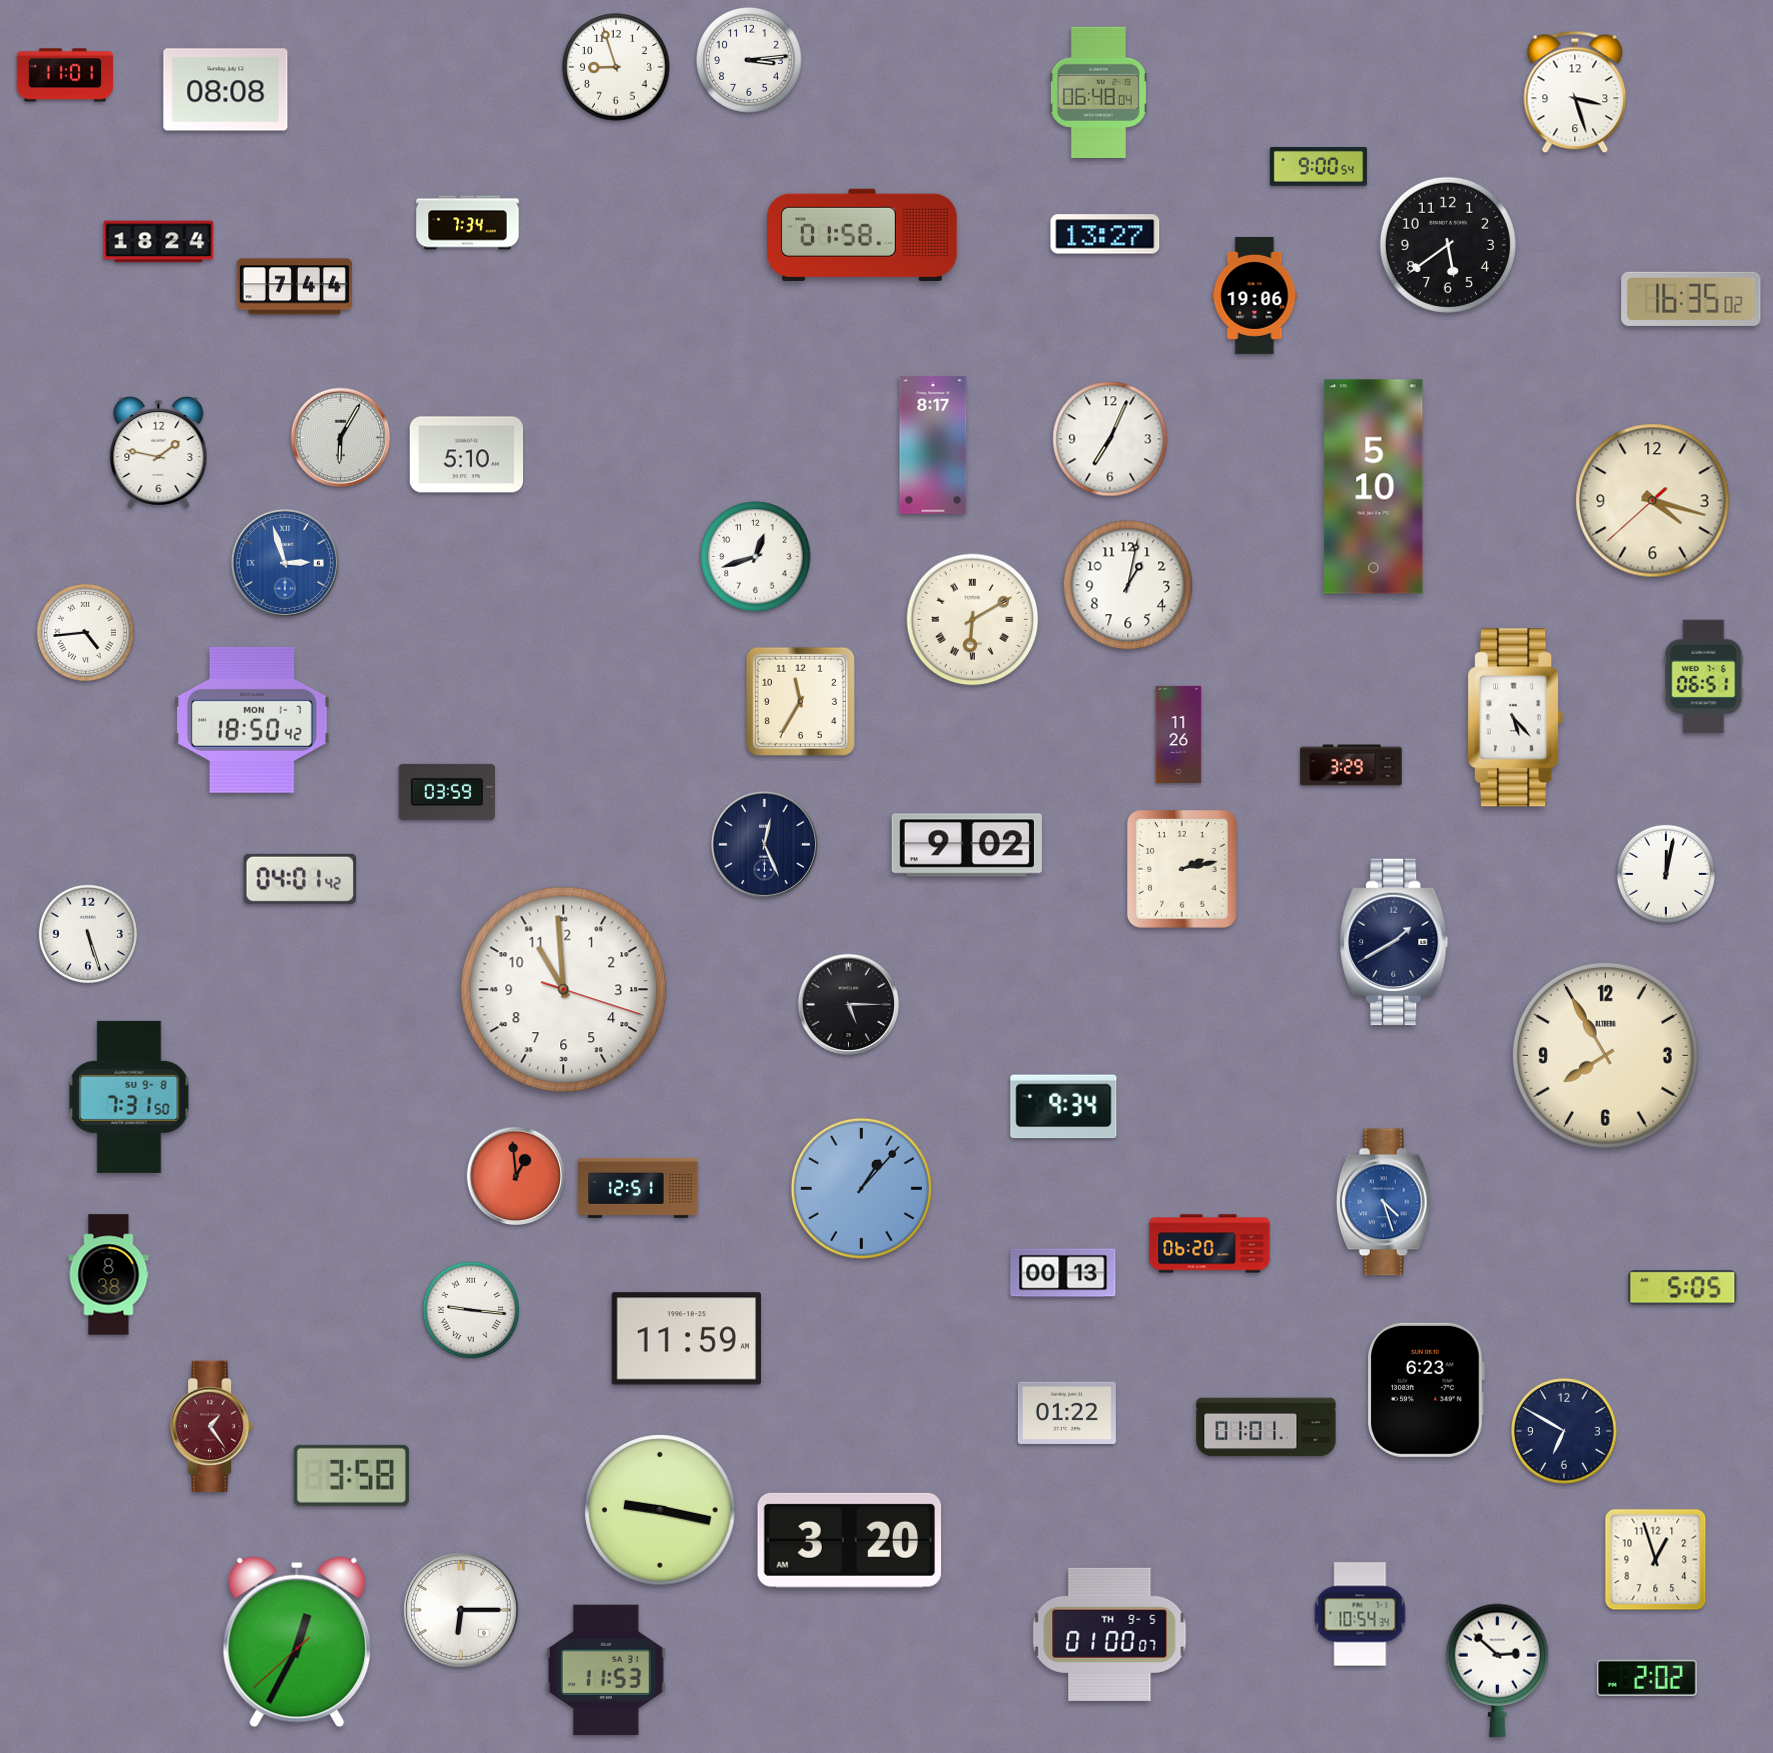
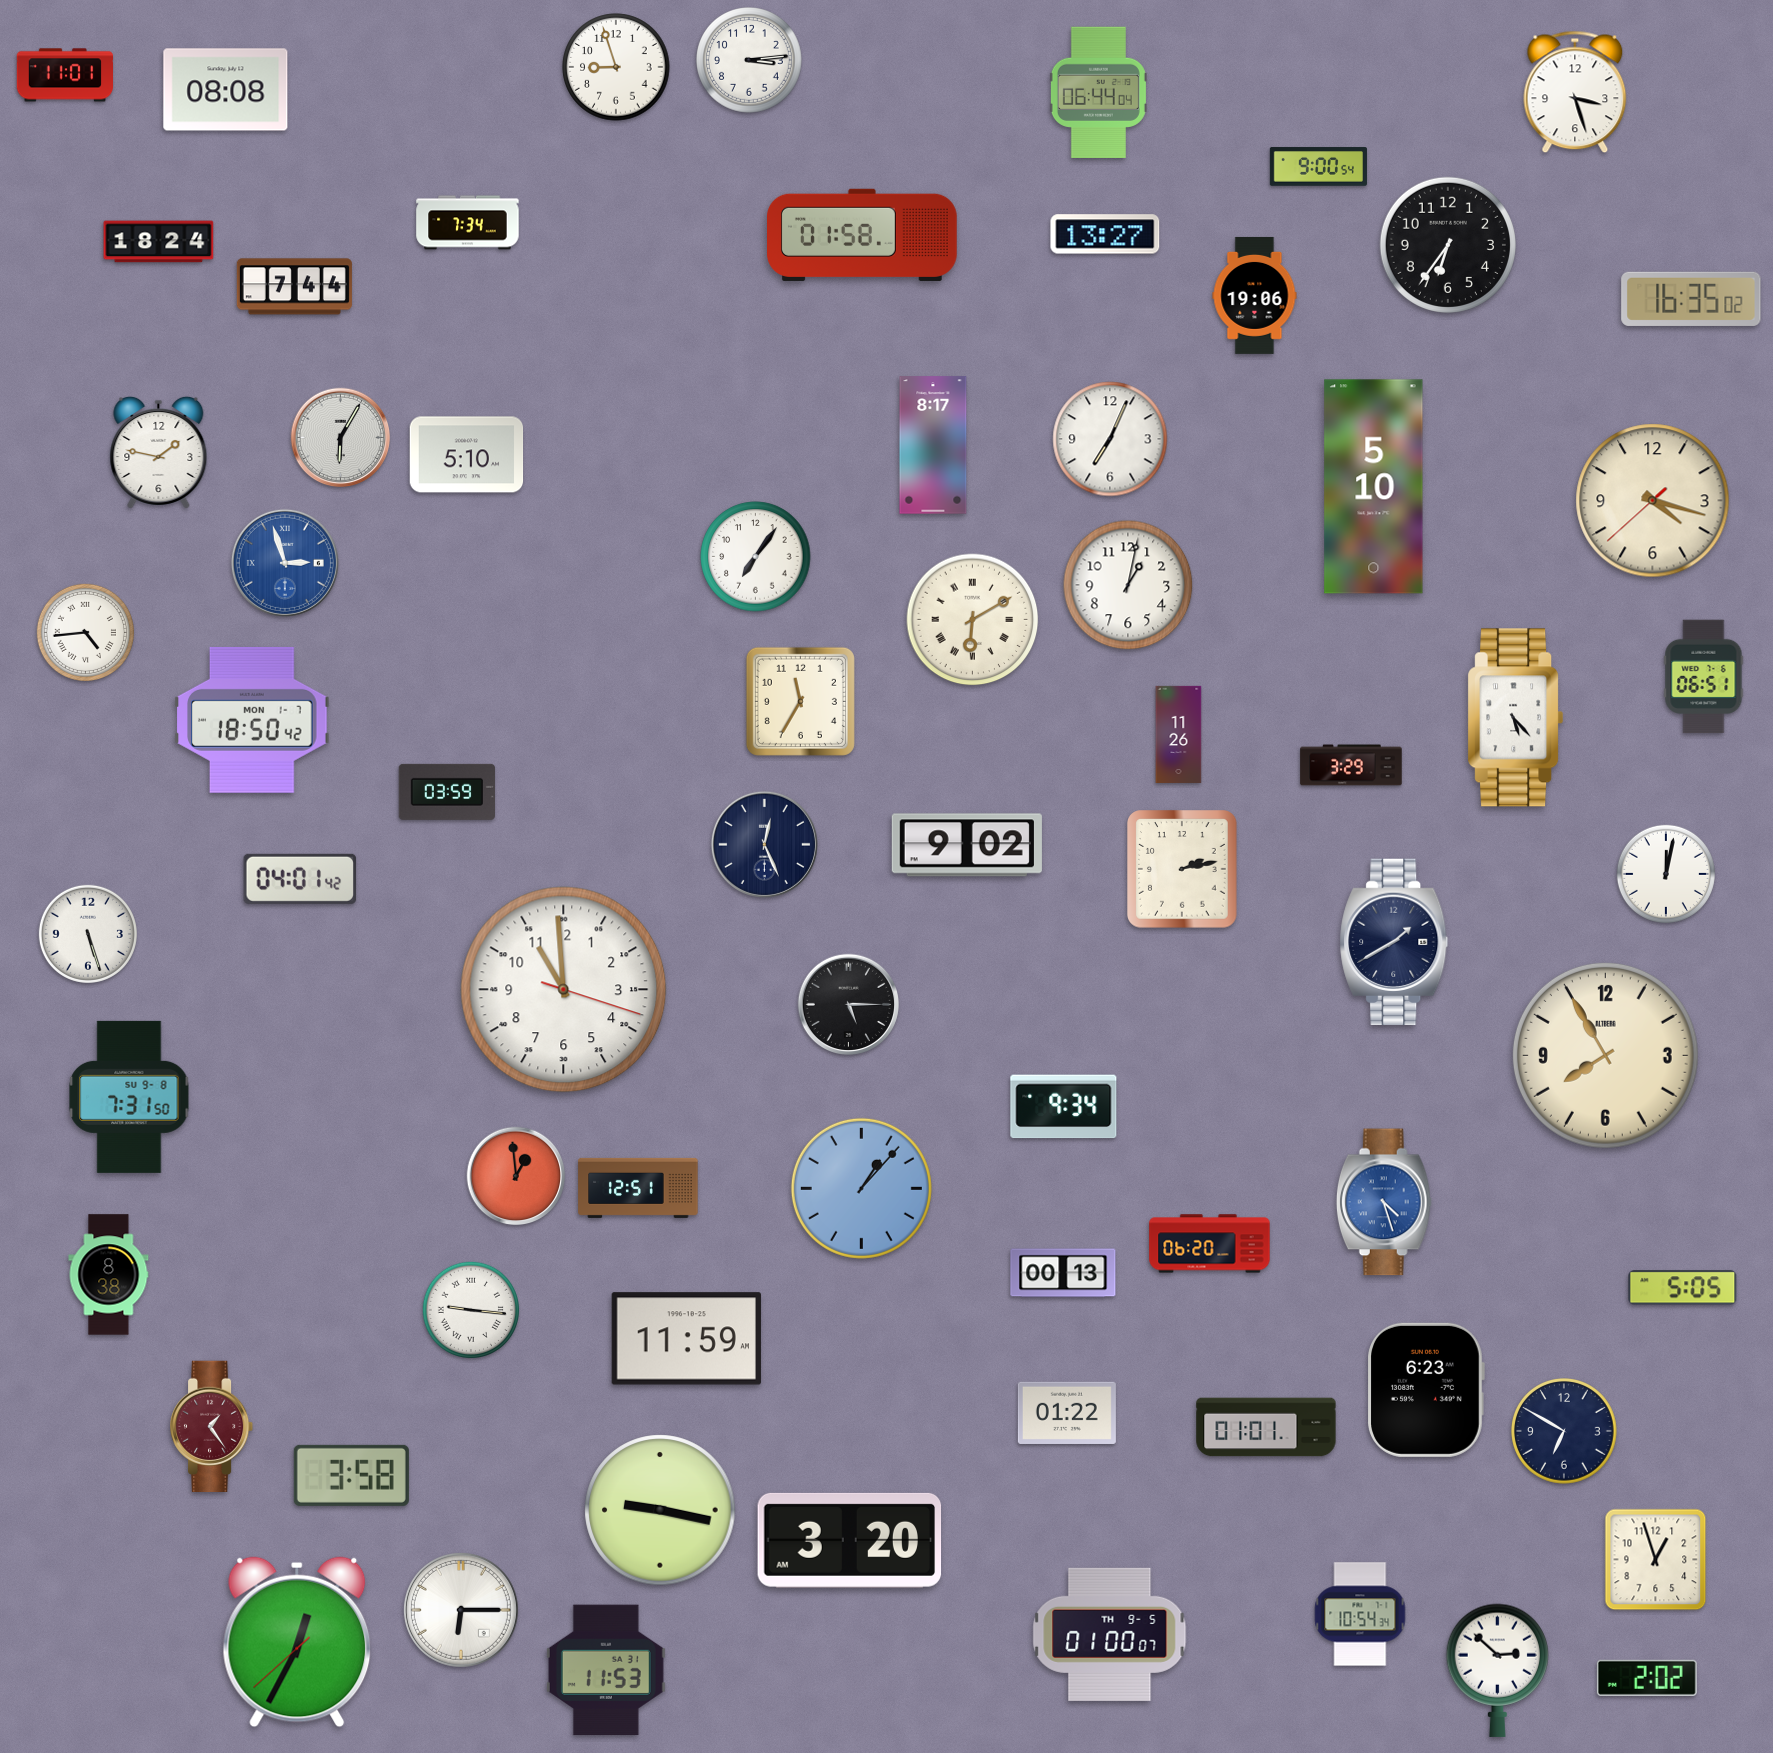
clock at (1098, 92): 06:48 -> 06:44
clock at (1448, 245): 5:39 -> 6:36
clock at (756, 557): 12:42 -> 7:06
